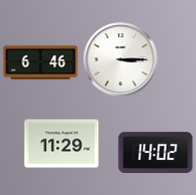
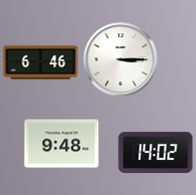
clock at (62, 144): 11:29 -> 9:48
